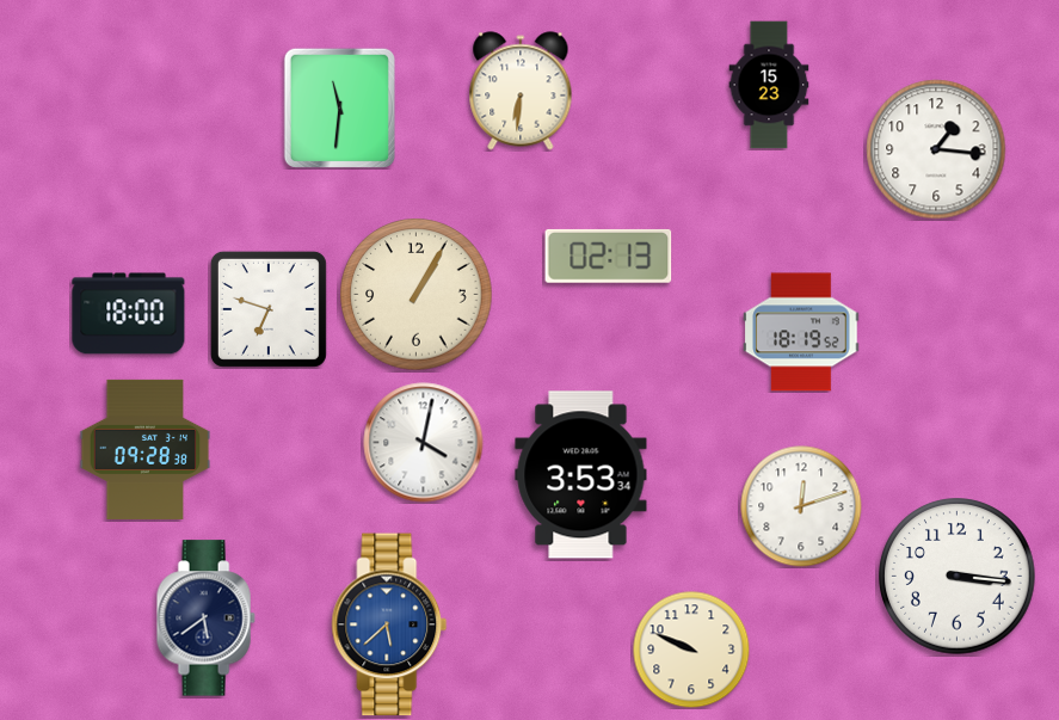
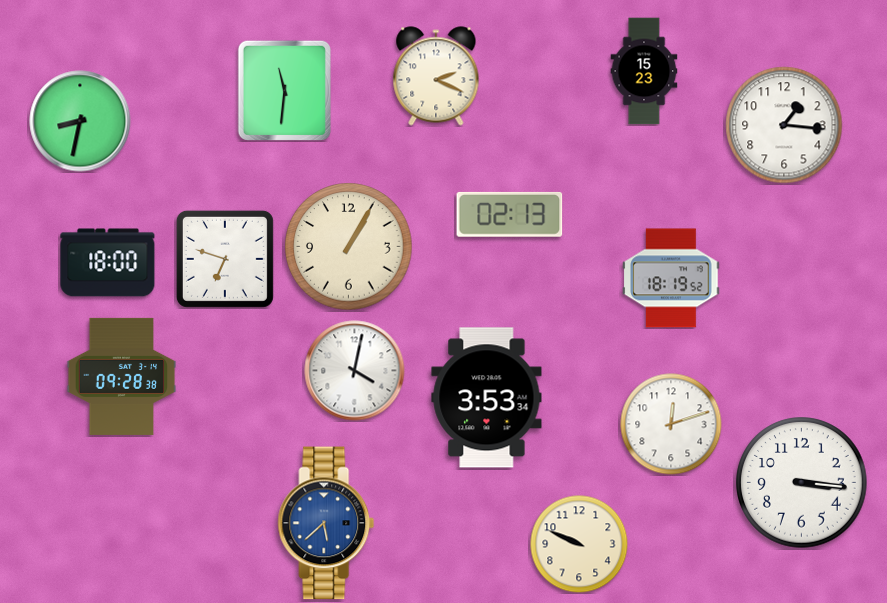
clock at (521, 91): 6:31 -> 2:19
clock at (80, 121): none -> 8:32
clock at (205, 619): 5:39 -> none
